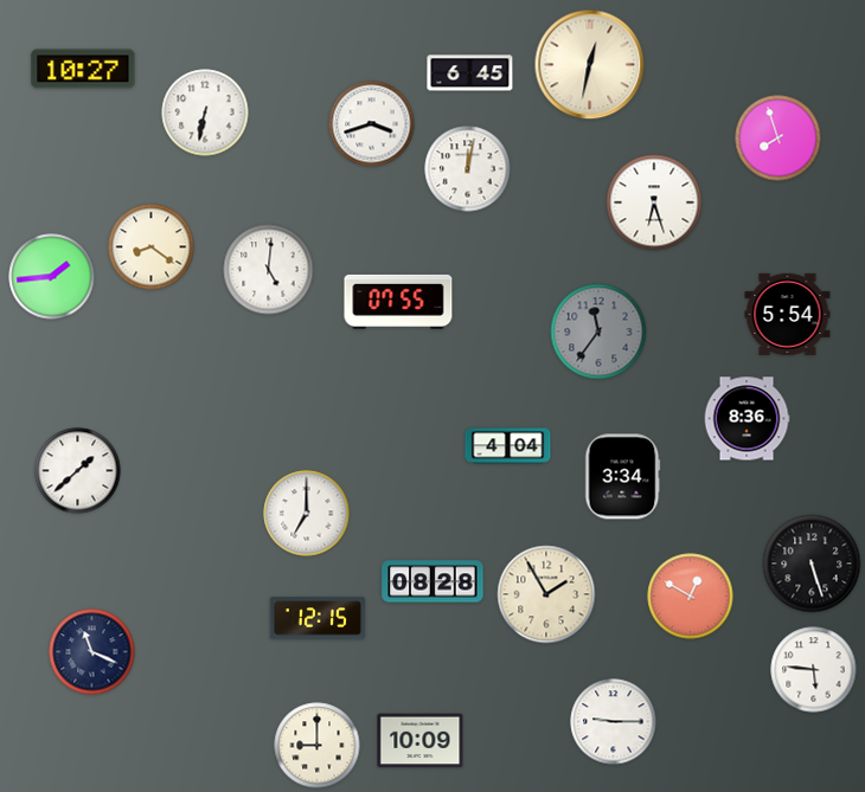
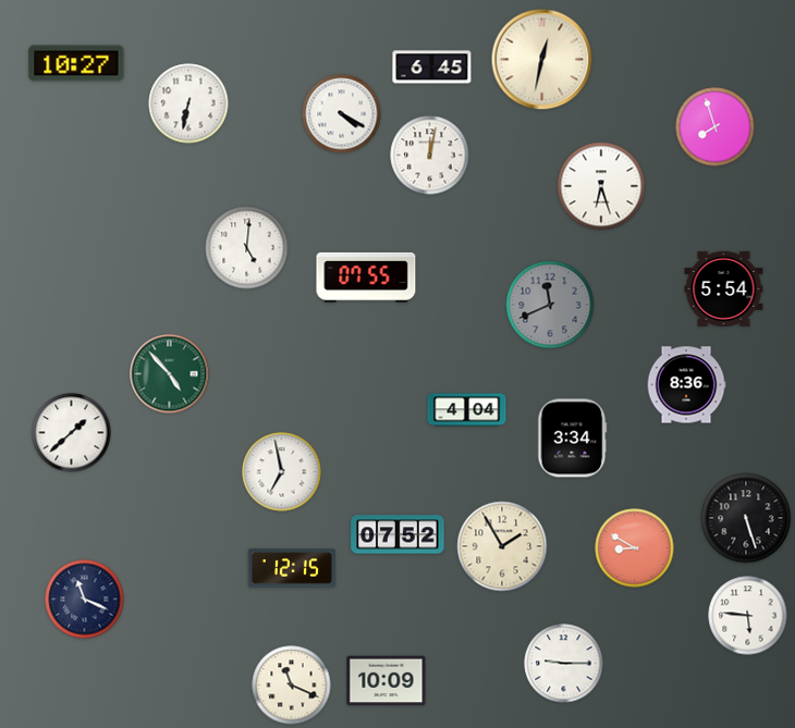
clock at (372, 124): 3:42 -> 4:20
clock at (152, 247): 8:21 -> none
clock at (52, 277): 1:44 -> none
clock at (598, 331): 11:36 -> 11:41
clock at (170, 374): none -> 4:53
clock at (307, 514): 7:00 -> 6:58
clock at (432, 581): 08:28 -> 07:52
clock at (691, 597): 12:50 -> 8:50
clock at (318, 746): 9:00 -> 11:19
